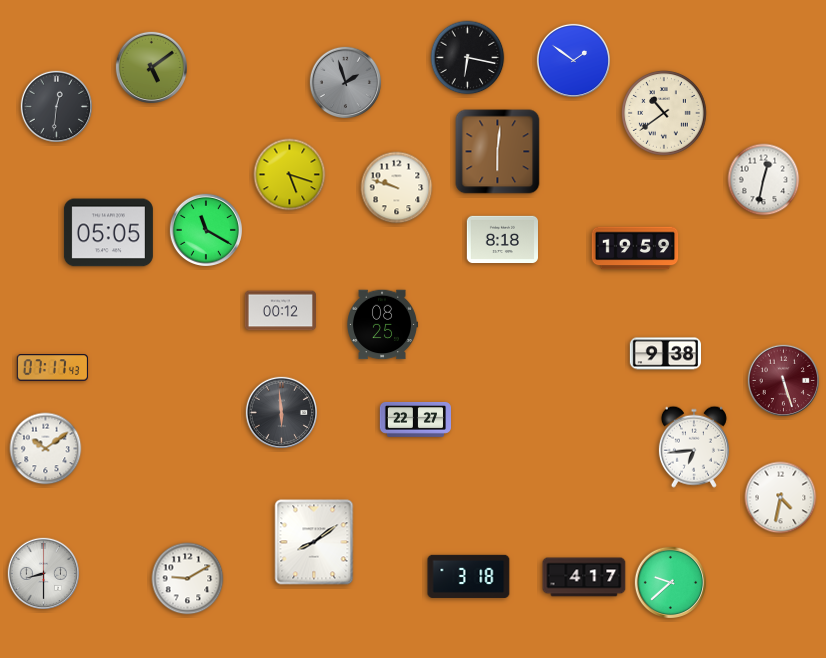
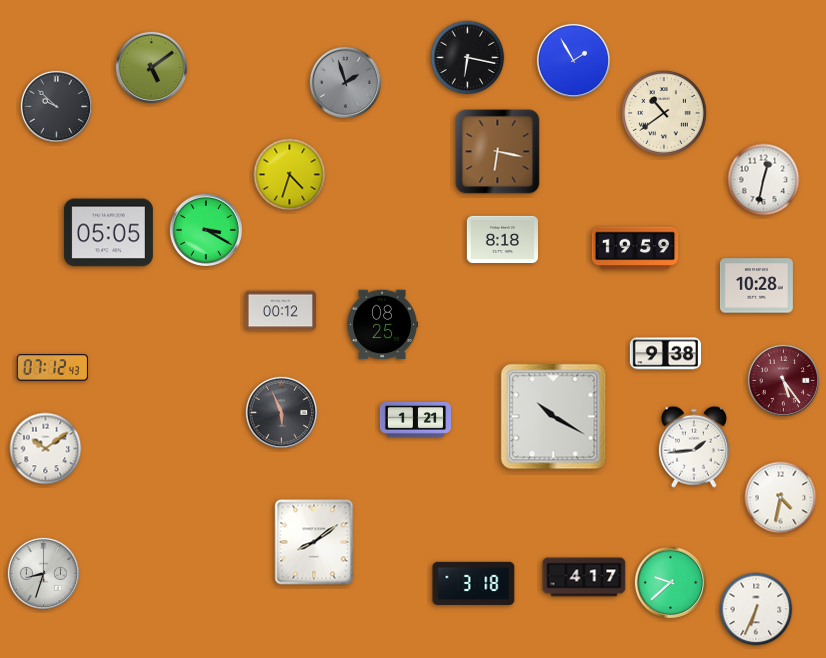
clock at (573, 60): 1:51 -> 1:55
clock at (56, 106): 12:31 -> 9:52
clock at (498, 152): 6:01 -> 6:17
clock at (290, 175): 5:18 -> 4:33
clock at (397, 188): 9:48 -> none
clock at (205, 229): 11:20 -> 3:20
clock at (756, 286): none -> 10:28
clock at (52, 368): 07:17 -> 07:12
clock at (783, 380): 5:27 -> 5:24
clock at (281, 412): 5:59 -> 5:56
clock at (554, 417): none -> 10:20
clock at (415, 419): 22:27 -> 1:21
clock at (694, 447): 6:44 -> 1:44
clock at (43, 573): 8:30 -> 8:33
clock at (469, 576) position: (469, 576) -> (474, 583)
clock at (188, 579): 9:10 -> none
clock at (756, 609): none -> 6:34
